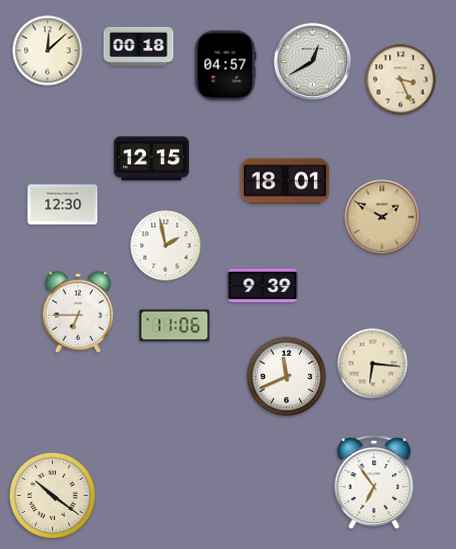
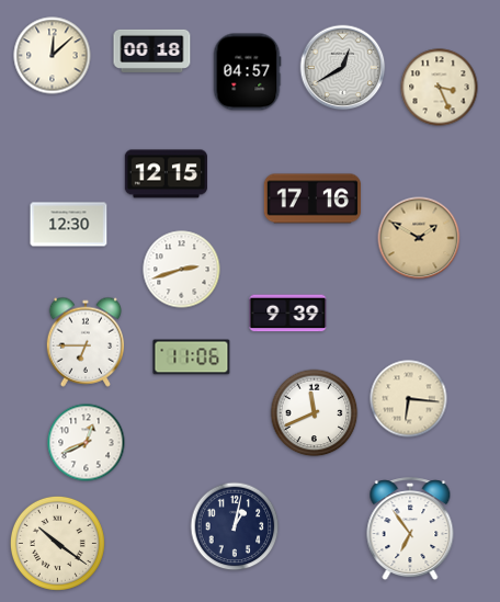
clock at (285, 181): 18:01 -> 17:16
clock at (166, 246): 1:58 -> 2:42
clock at (87, 443): none -> 12:41
clock at (235, 526): none -> 1:02
